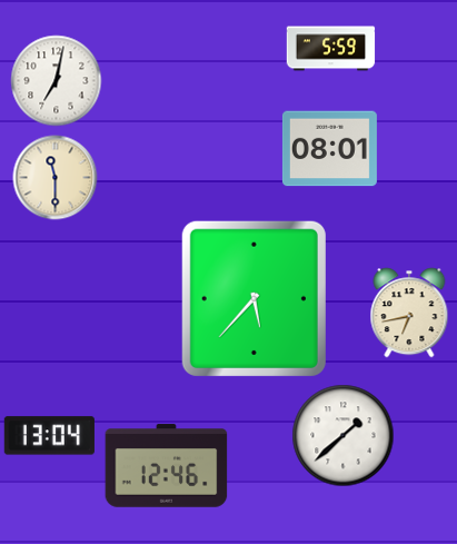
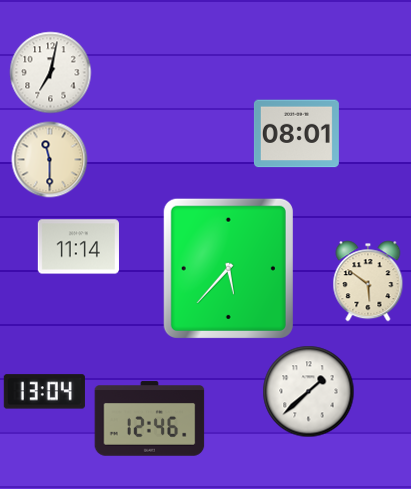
clock at (331, 49): 5:59 -> none
clock at (78, 247): none -> 11:14
clock at (409, 313): 6:43 -> 5:51
